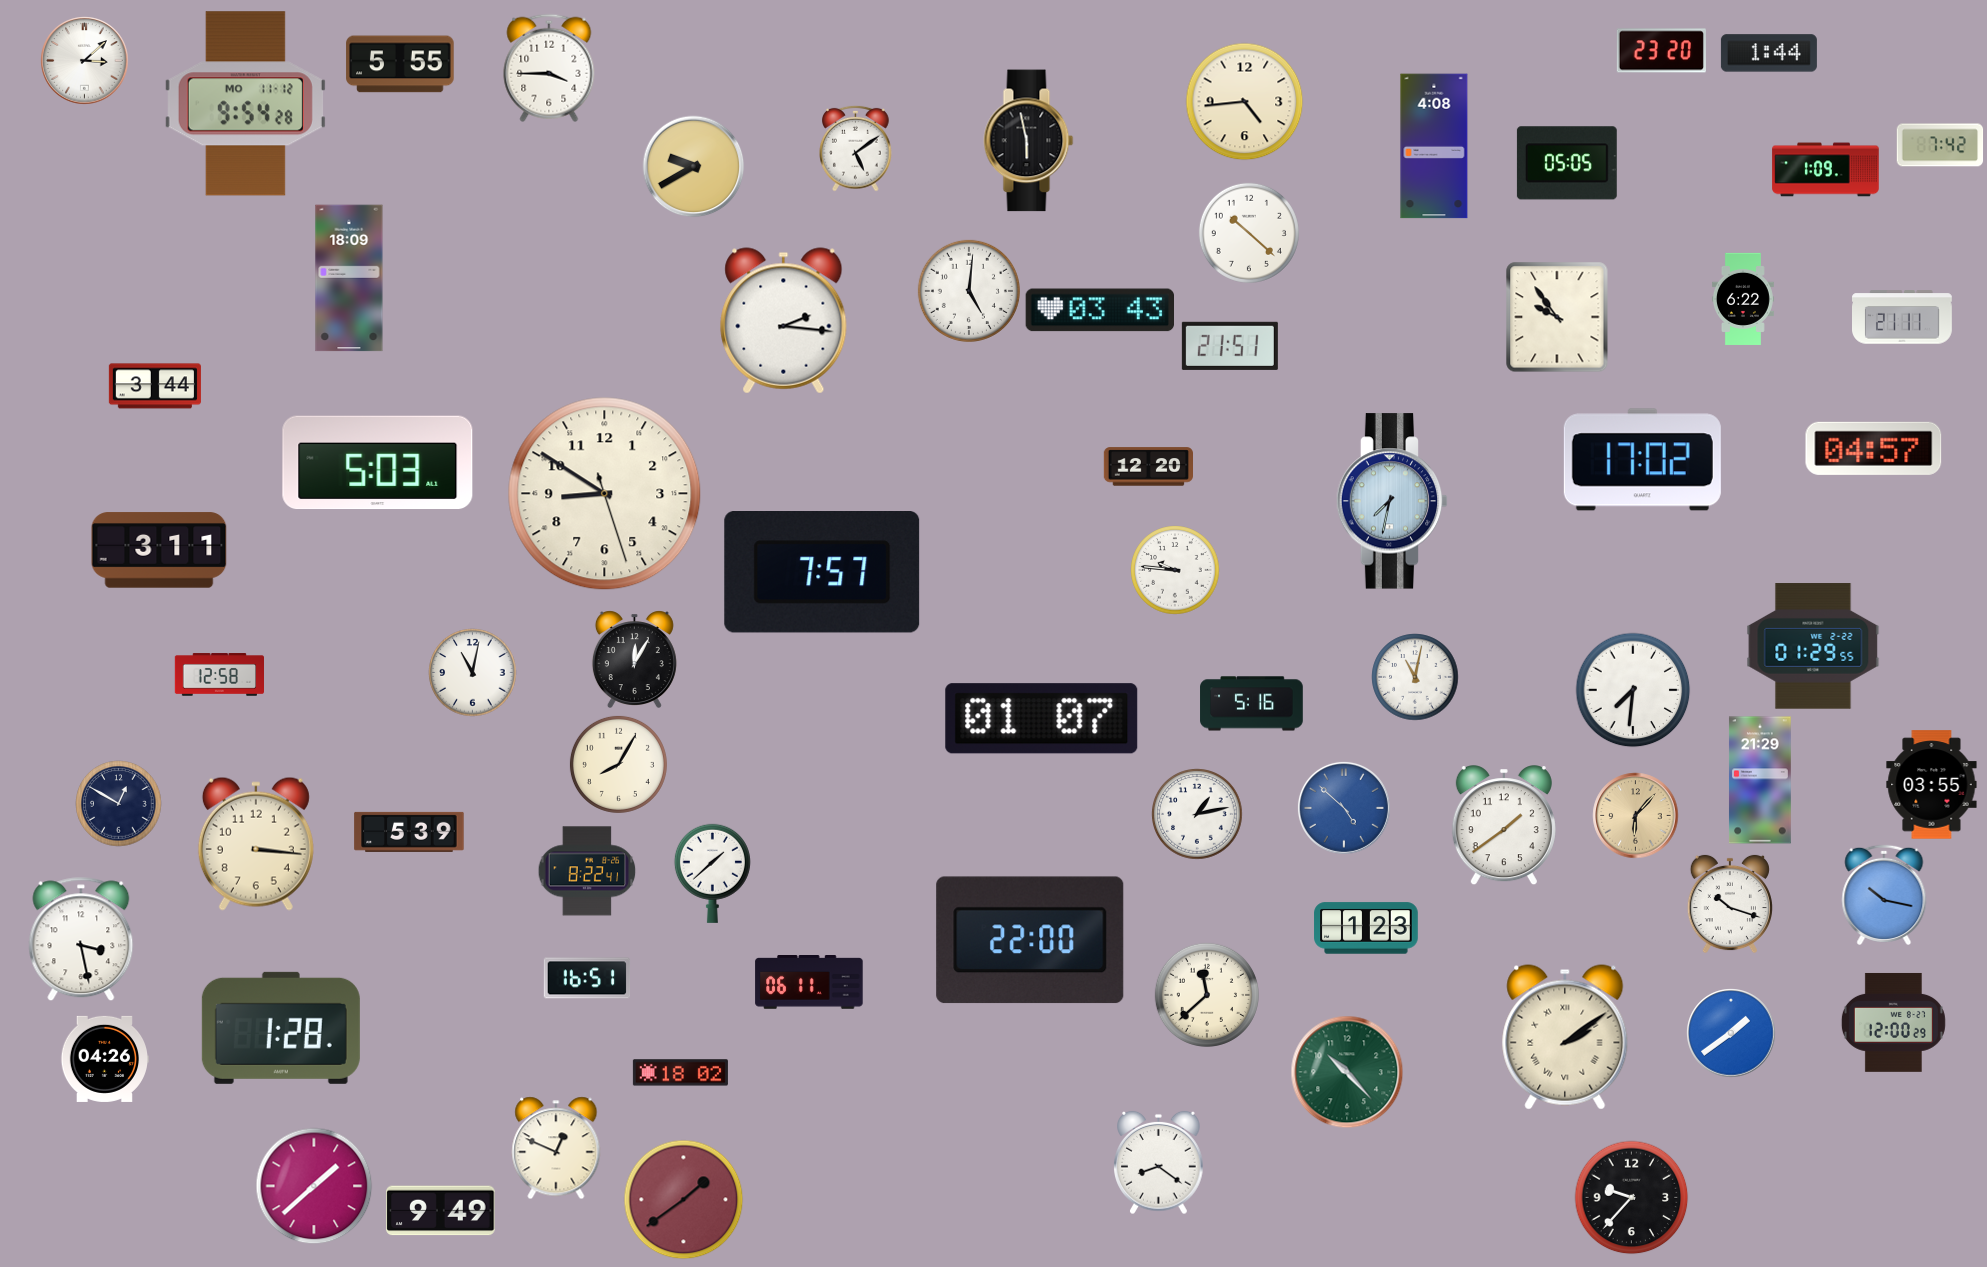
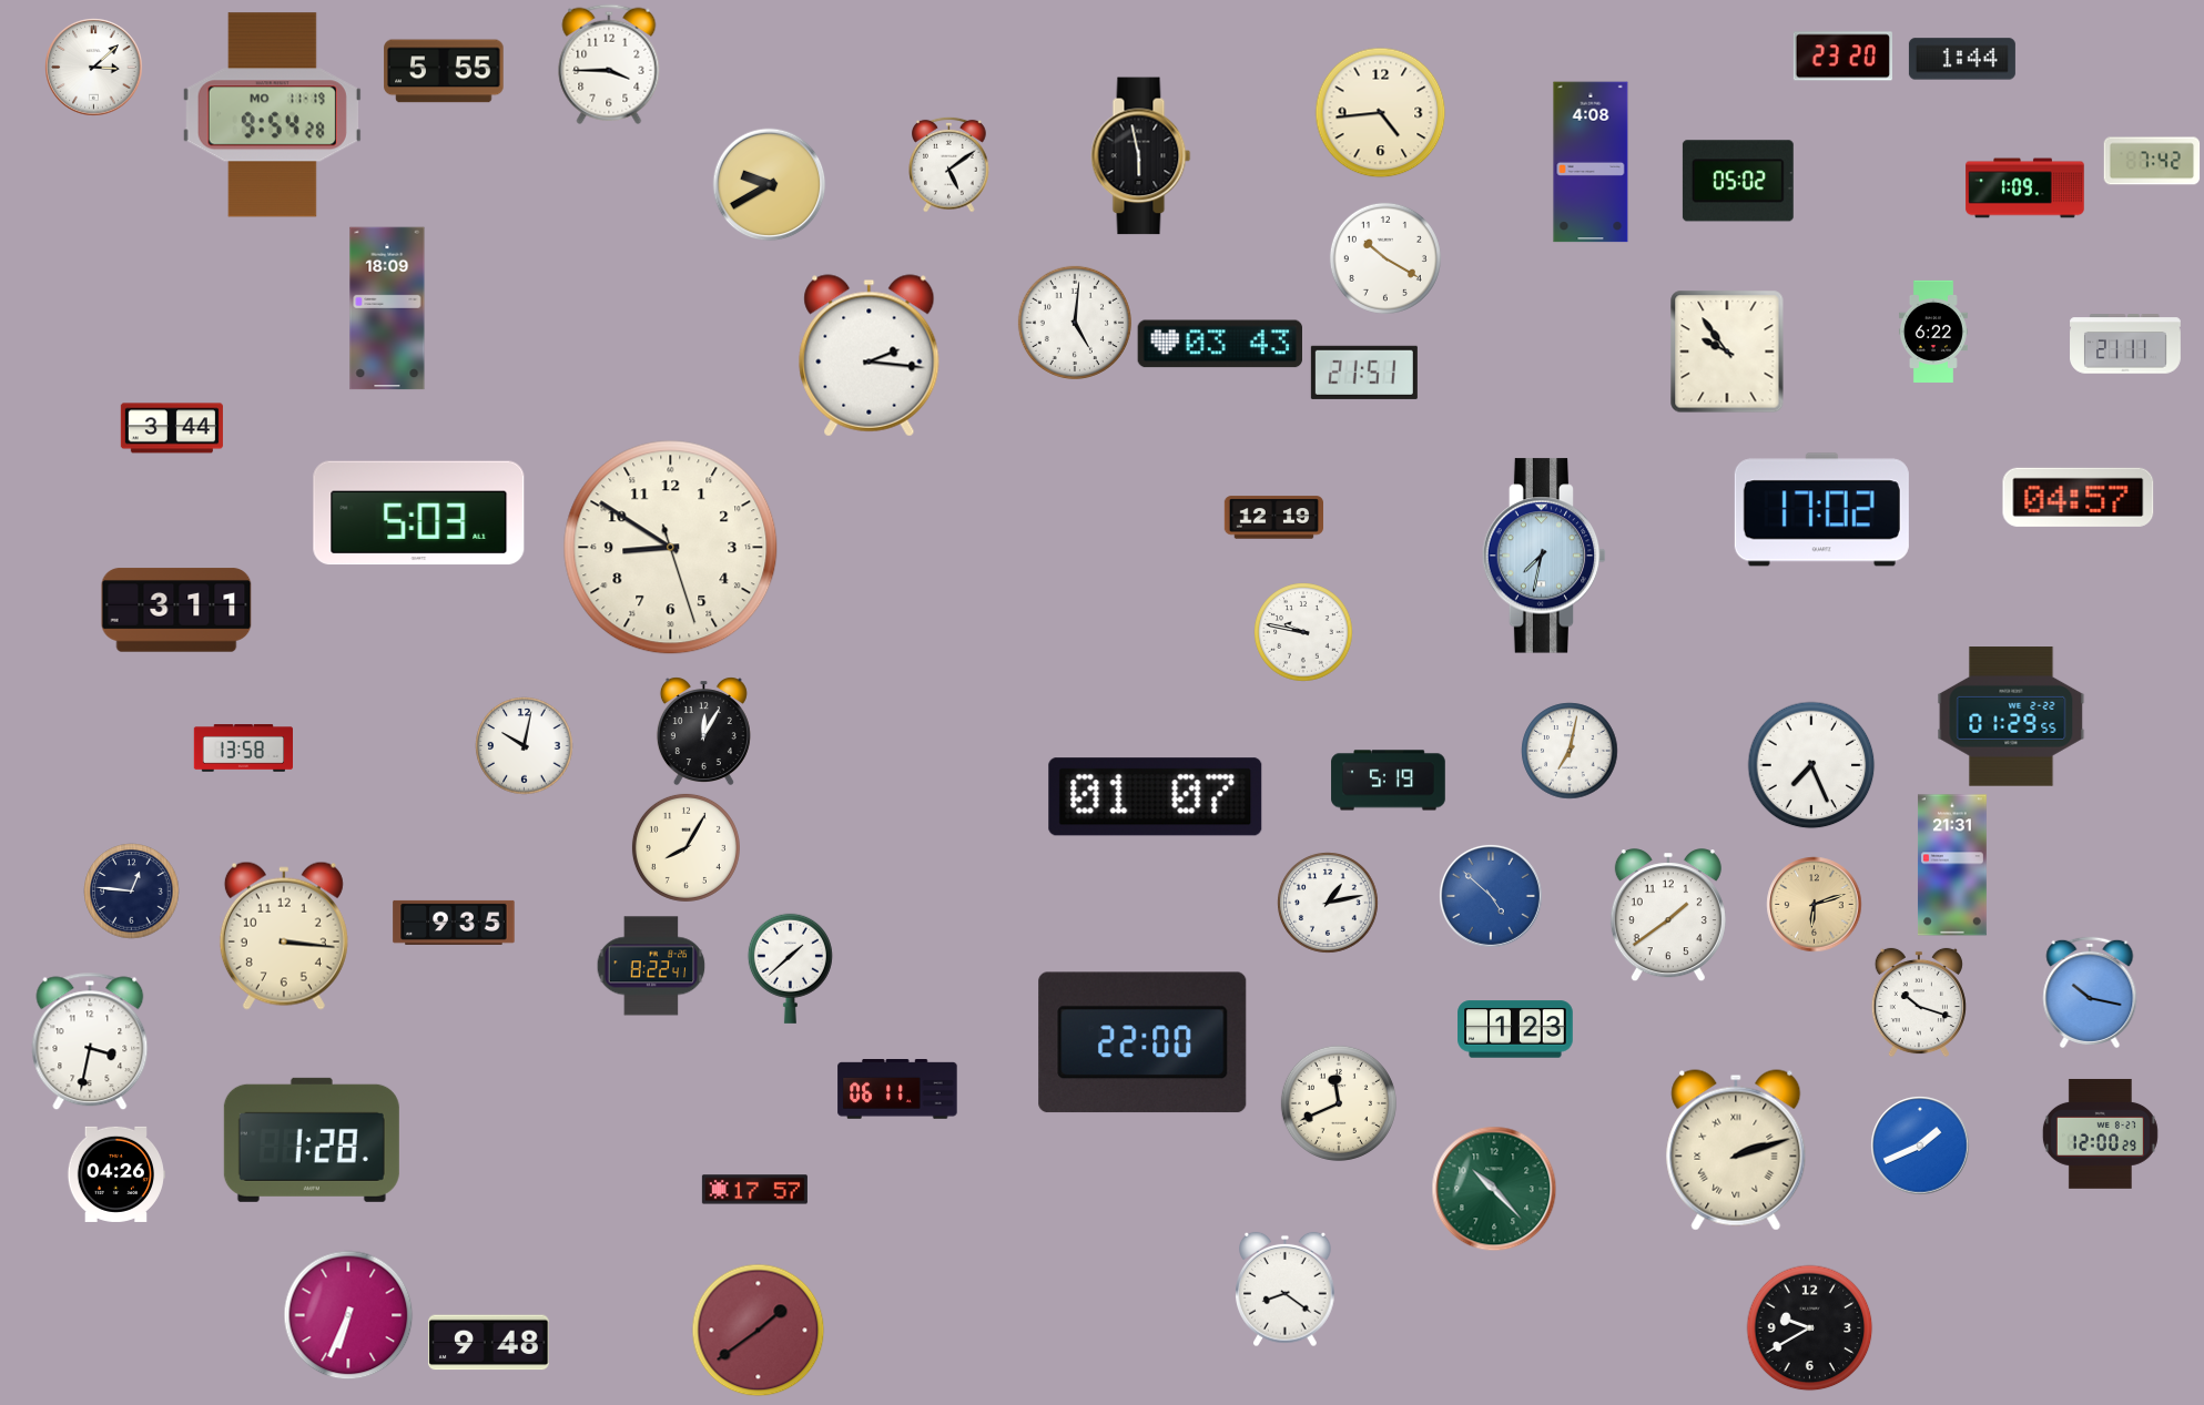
clock at (549, 68) position: (549, 68) -> (609, 64)
clock at (245, 104) date: MO 11-12 -> MO 11-19
clock at (1567, 163): 05:05 -> 05:02
clock at (1249, 233): 10:22 -> 10:20
clock at (1903, 317) position: (1903, 317) -> (2126, 344)
clock at (1230, 346) position: (1230, 346) -> (1364, 373)
clock at (1148, 467): 12:20 -> 12:19
clock at (1175, 570): 9:46 -> 9:47
clock at (822, 573): 7:57 -> none
clock at (472, 672): 11:02 -> 10:02
clock at (219, 675): 12:58 -> 13:58
clock at (1415, 677): 11:02 -> 7:02
clock at (1633, 690): 7:31 -> 7:26
clock at (1252, 704): 5:16 -> 5:19
clock at (1760, 780): 21:29 -> 21:31
clock at (1932, 785): 03:55 -> none
clock at (118, 803): 12:50 -> 12:46
clock at (1635, 815): 6:07 -> 6:12
clock at (409, 832): 5:39 -> 9:35
clock at (81, 939): 3:28 -> 3:32
clock at (587, 978): 16:51 -> none
clock at (1207, 995): 11:38 -> 11:41
clock at (1731, 1033): 1:39 -> 1:41
clock at (1565, 1037): 2:09 -> 2:12
clock at (680, 1073): 18:02 -> 17:57
clock at (556, 1148): 12:49 -> none
clock at (314, 1186): 1:38 -> 6:34
clock at (1631, 1197): 9:37 -> 9:40
clock at (441, 1211): 9:49 -> 9:48
